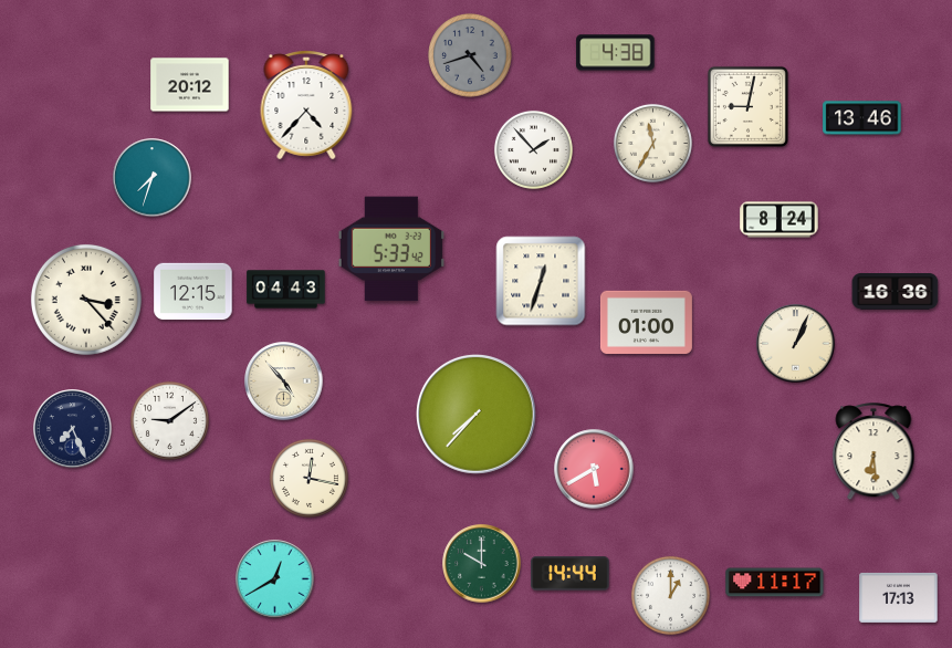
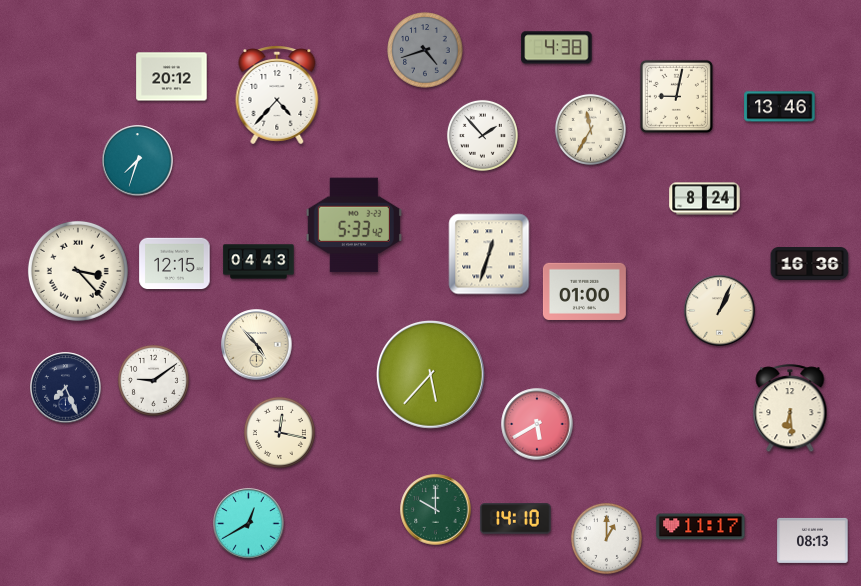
clock at (477, 415): 7:37 -> 5:37
clock at (571, 574): 14:44 -> 14:10
clock at (899, 597): 17:13 -> 08:13
